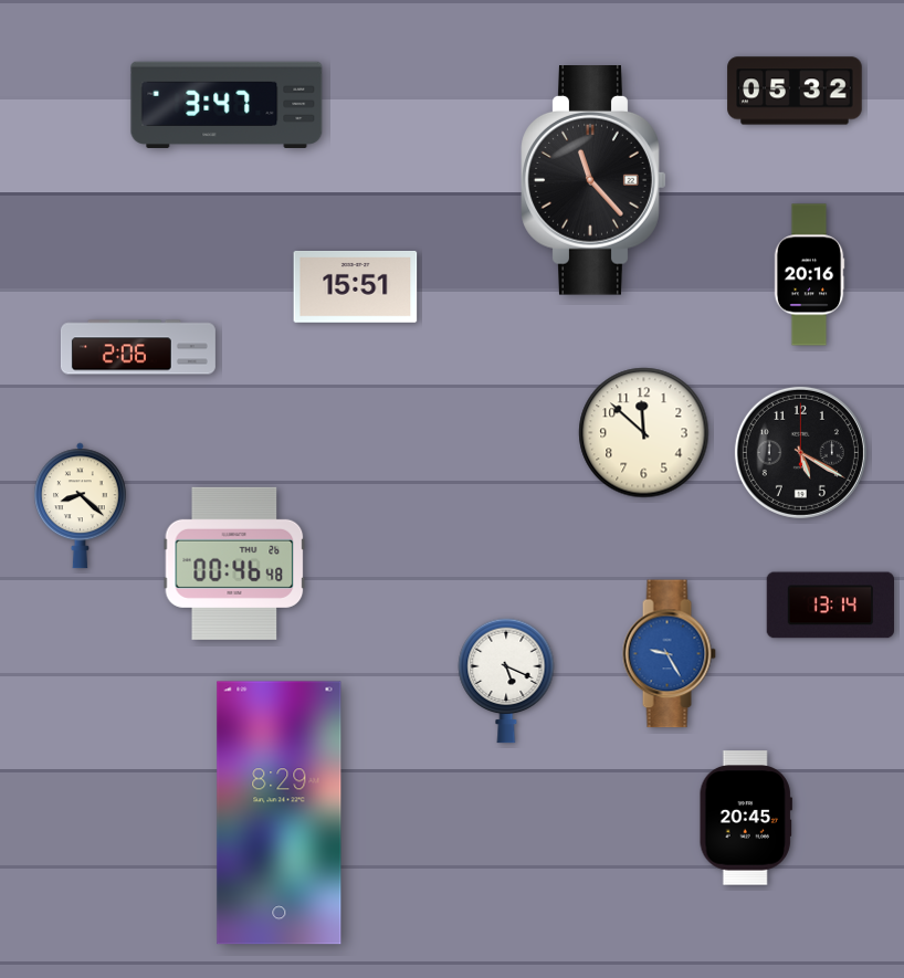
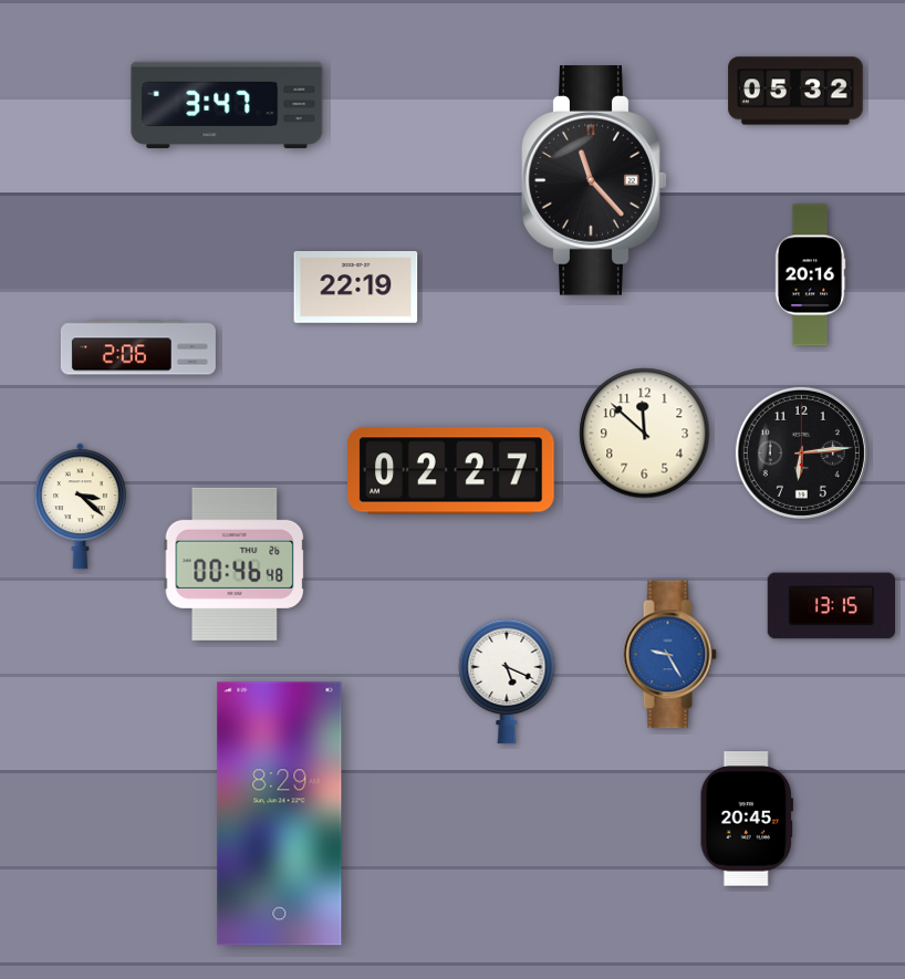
clock at (356, 286): 15:51 -> 22:19
clock at (800, 452): 5:20 -> 6:14
clock at (451, 471): none -> 02:27
clock at (80, 506): 8:22 -> 3:22
clock at (830, 606): 13:14 -> 13:15
